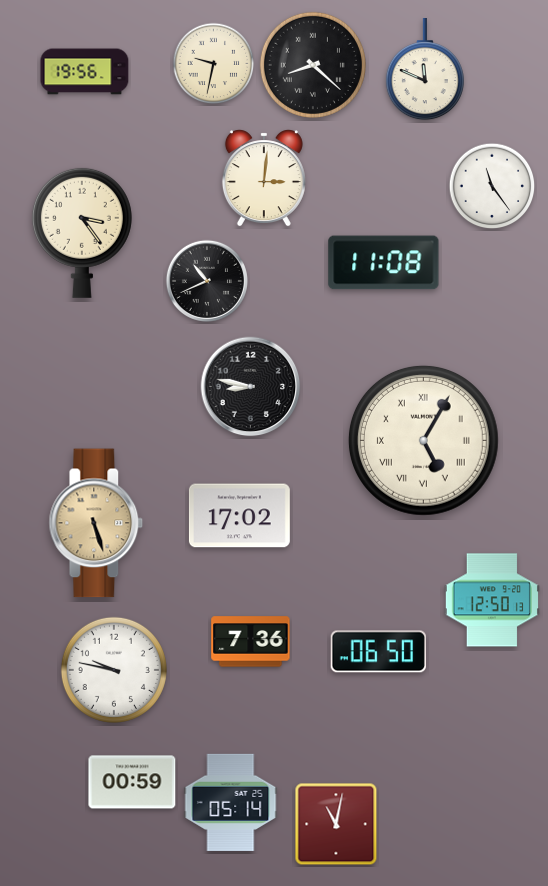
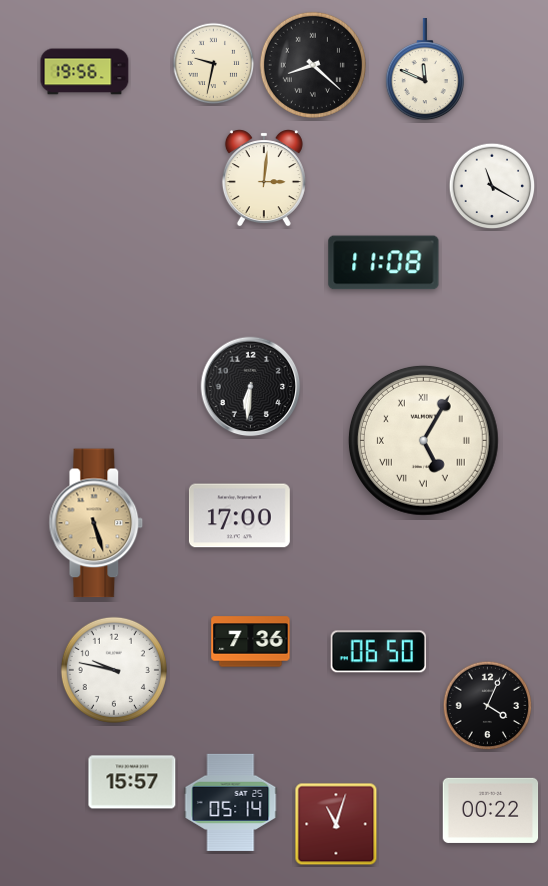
clock at (492, 186): 11:24 -> 11:20
clock at (82, 233): 3:24 -> none
clock at (207, 281): 10:41 -> none
clock at (251, 387): 8:47 -> 6:31
clock at (239, 516): 17:02 -> 17:00
clock at (492, 600): 12:50 -> none
clock at (488, 706): none -> 4:04
clock at (132, 782): 00:59 -> 15:57
clock at (491, 810): none -> 00:22
clock at (336, 824): 11:02 -> 11:03
